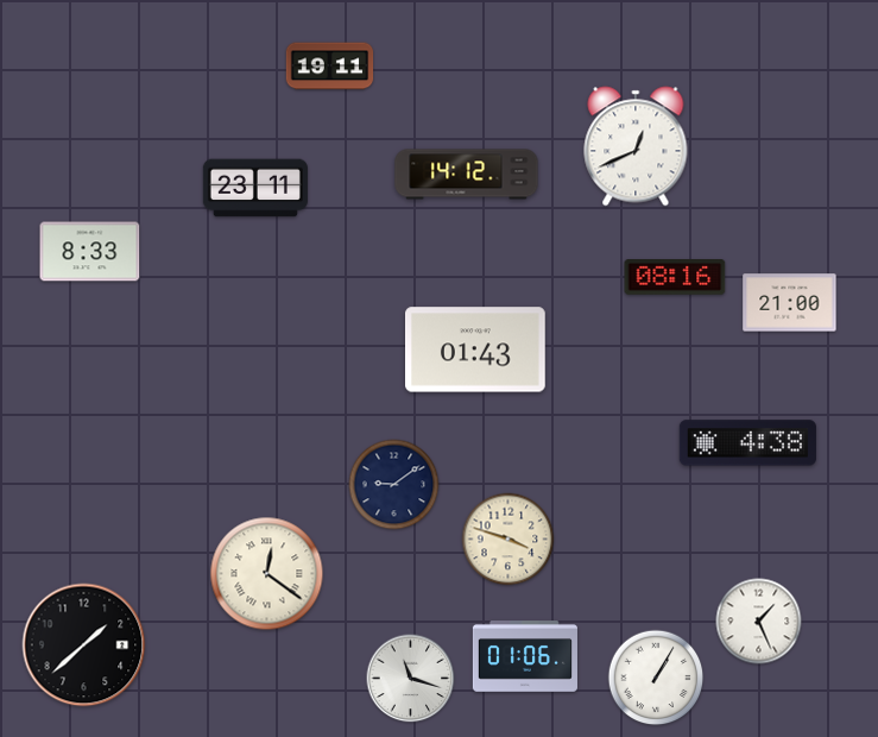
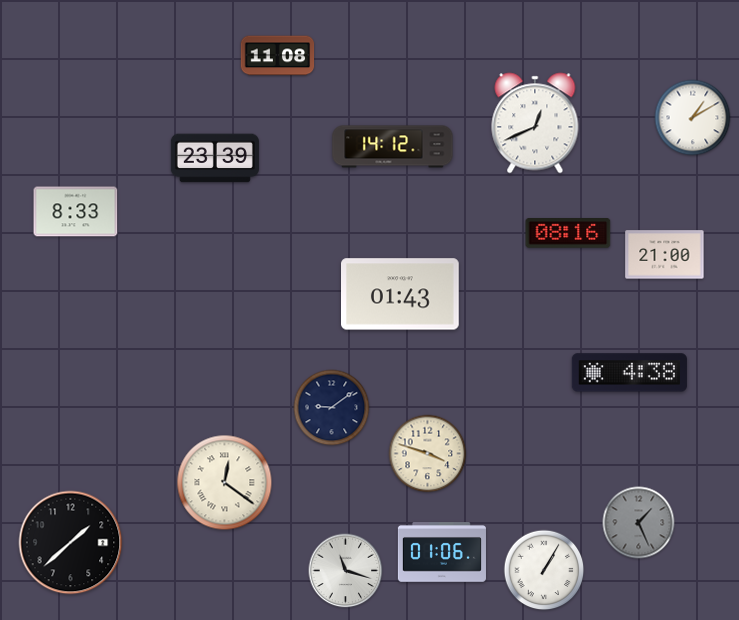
clock at (330, 67): 19:11 -> 11:08
clock at (693, 118): none -> 1:10
clock at (255, 188): 23:11 -> 23:39
clock at (759, 622) dial: white -> grey
clock at (656, 678) position: (656, 678) -> (544, 570)
